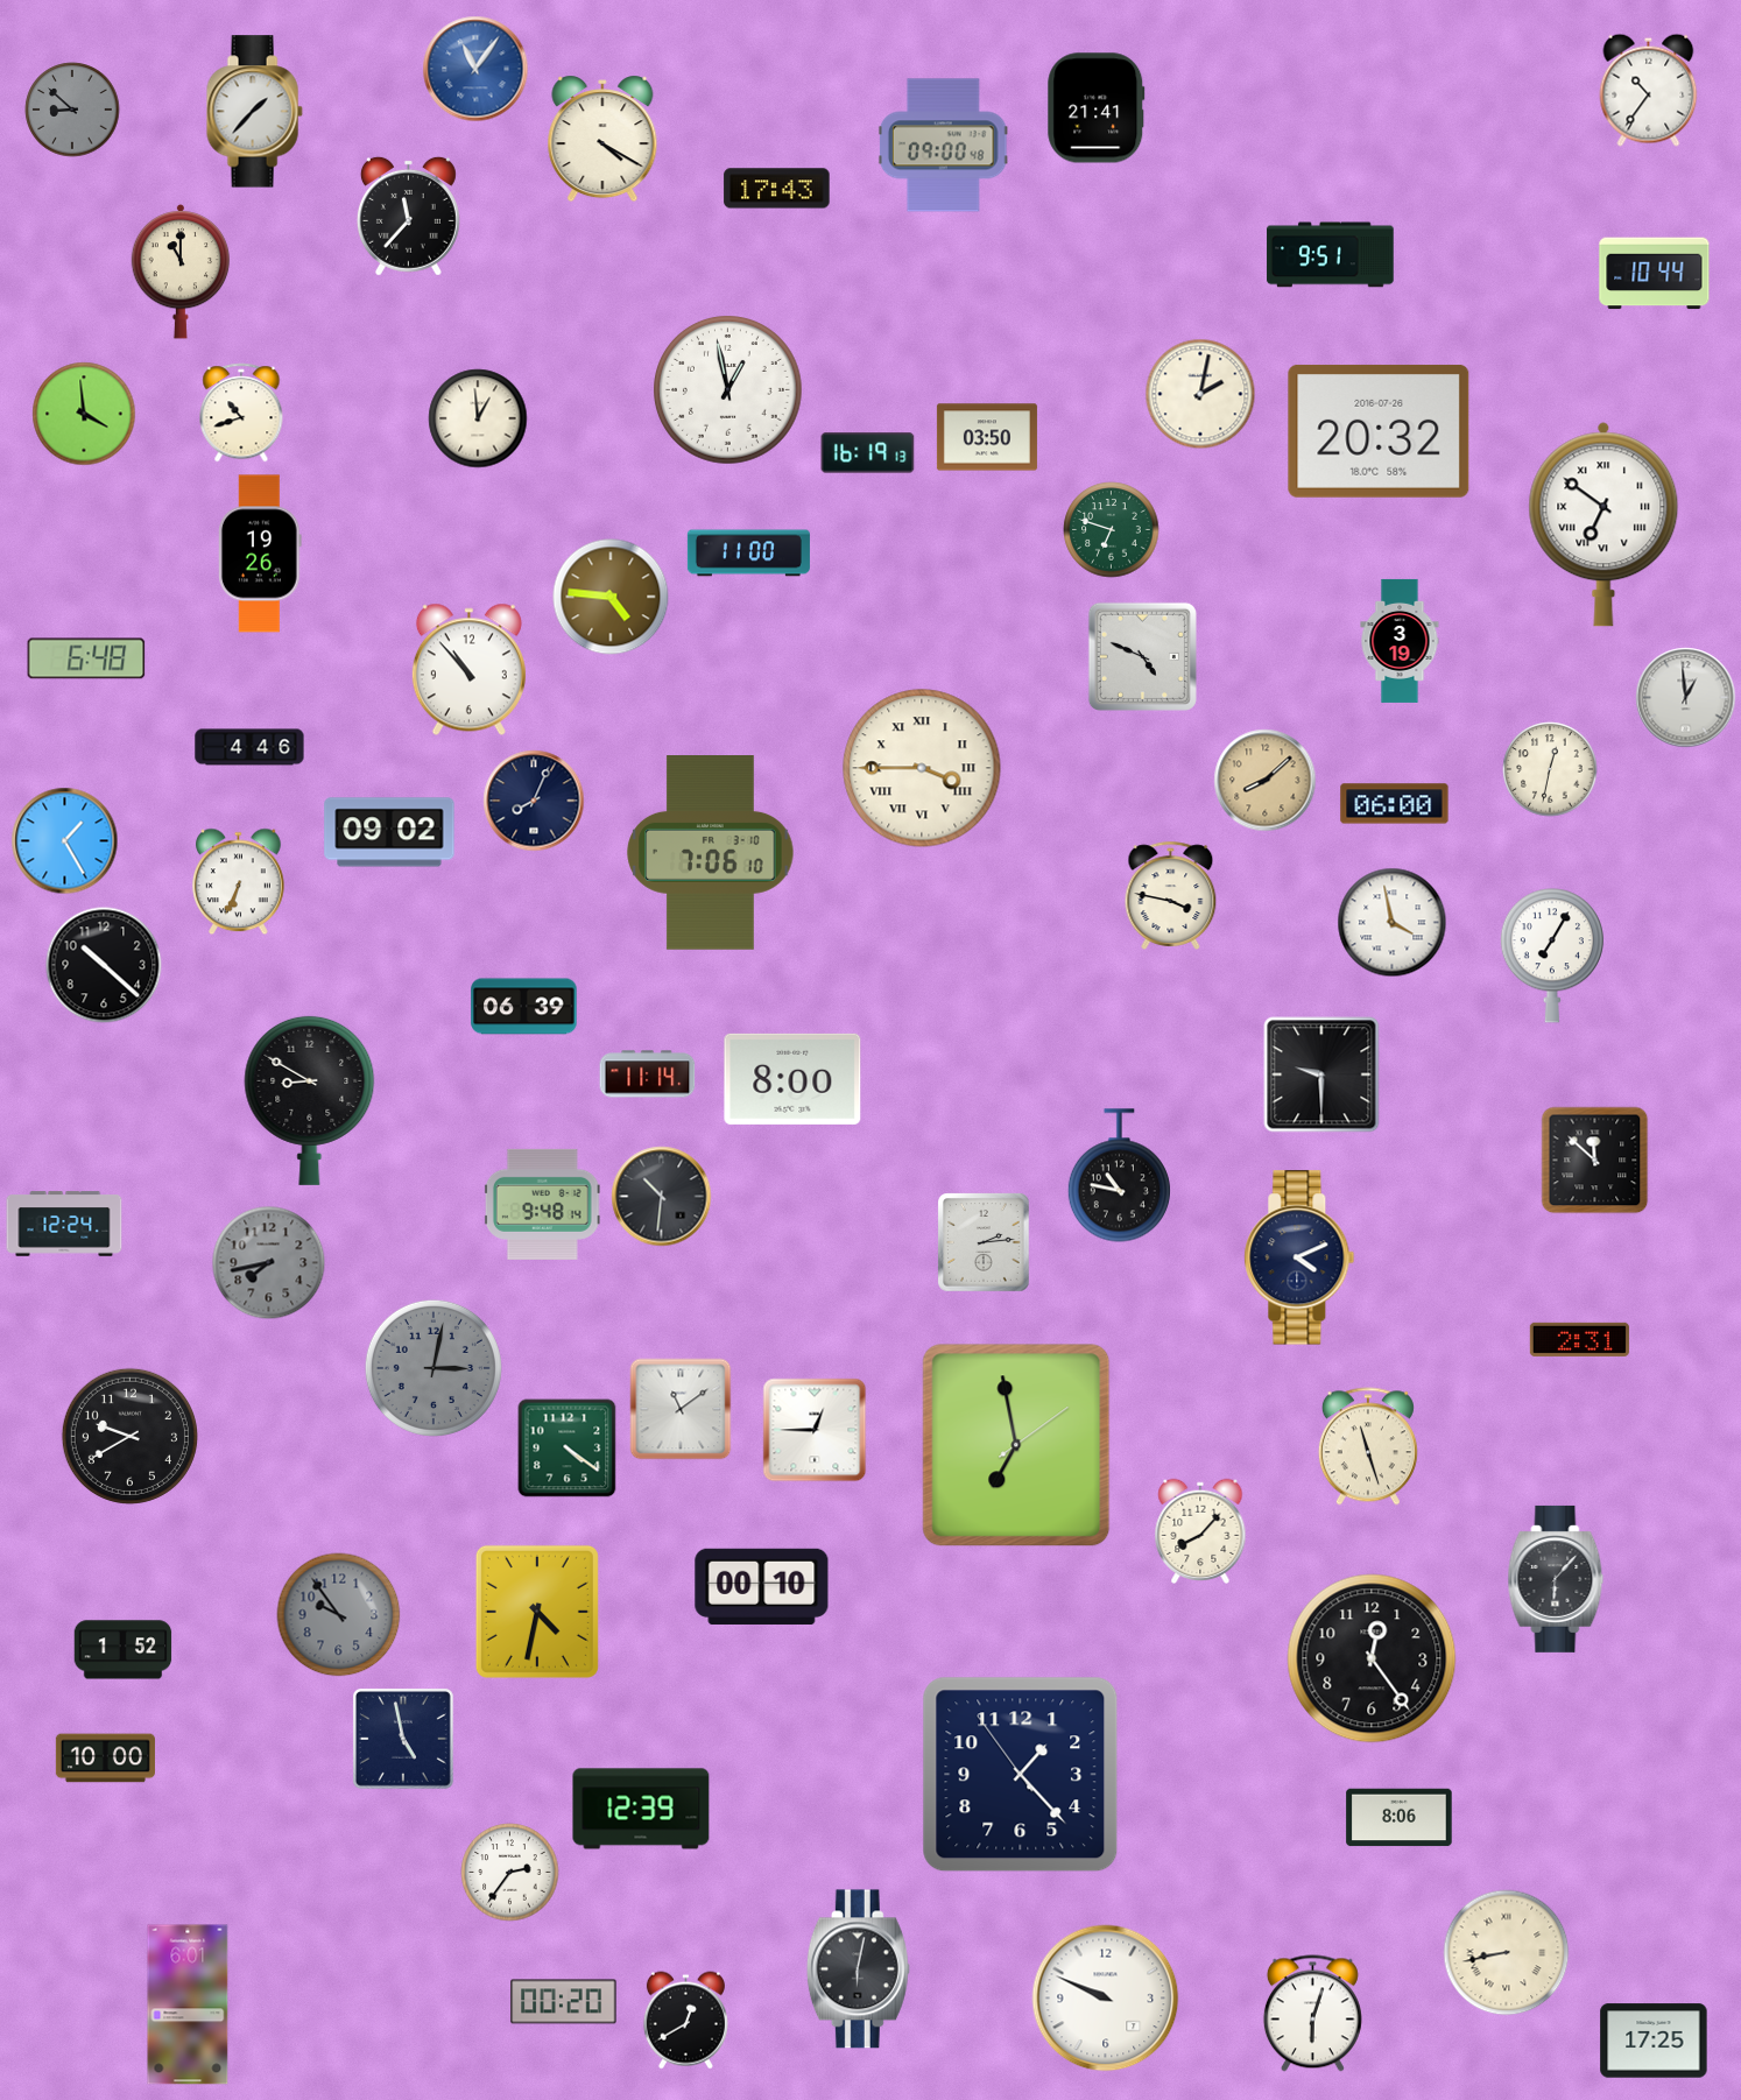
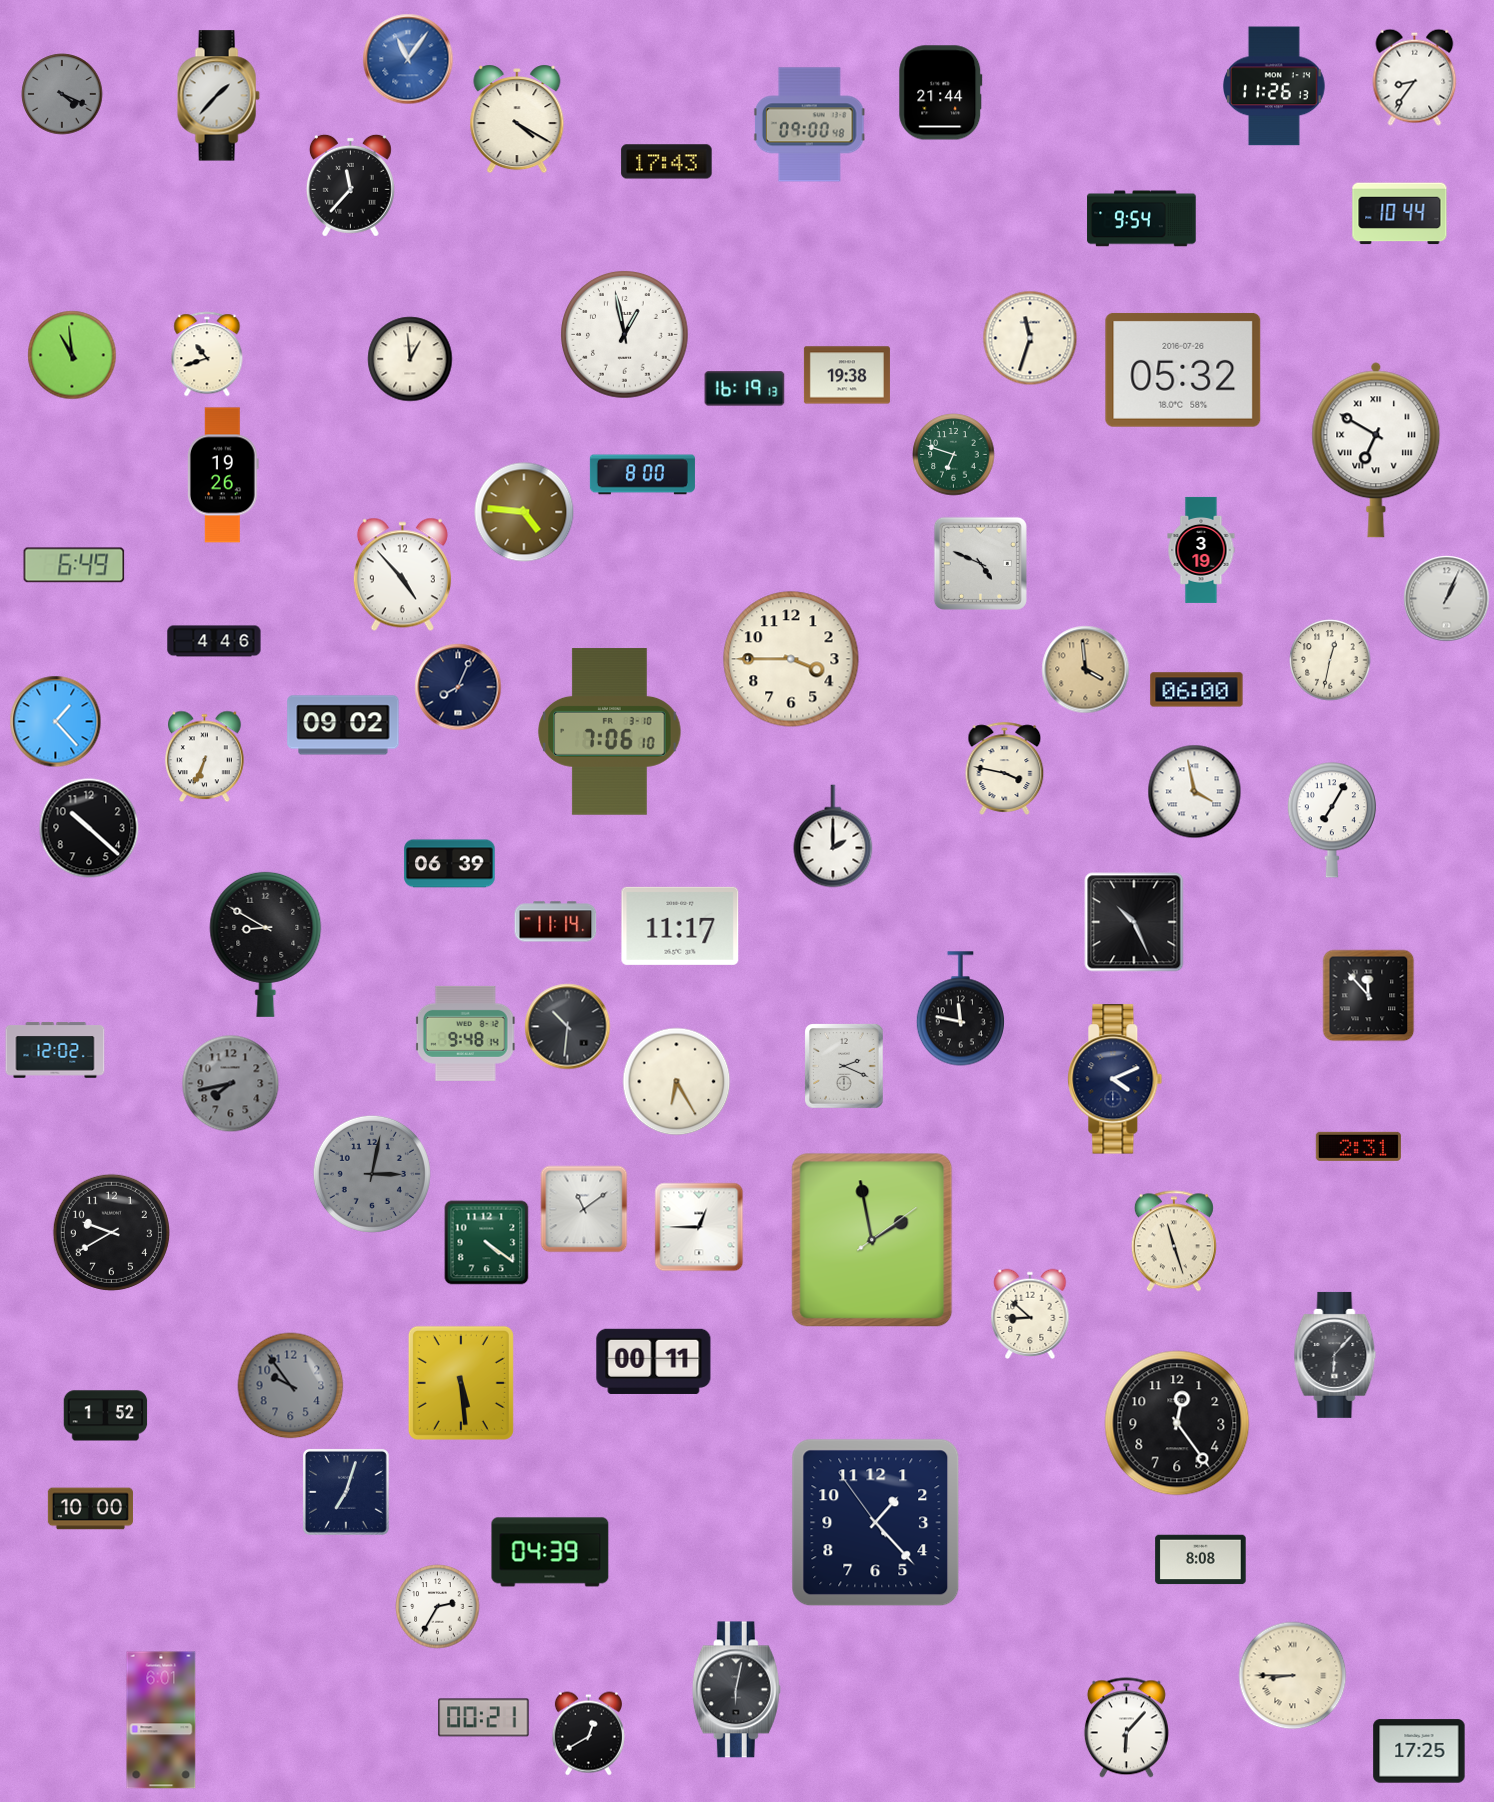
clock at (1649, 90): 10:36 -> 8:36
clock at (1274, 86): none -> 11:26
clock at (1097, 108): 21:41 -> 21:44
clock at (72, 110): 8:52 -> 4:19
clock at (1331, 255): 9:51 -> 9:54
clock at (181, 272): 11:00 -> none
clock at (1655, 274) position: (1655, 274) -> (1400, 214)
clock at (1200, 394): 2:02 -> 11:33
clock at (84, 414): 3:59 -> 10:59
clock at (1379, 431): 20:32 -> 05:32
clock at (987, 437): 03:50 -> 19:38
clock at (1603, 524): 6:51 -> 6:50
clock at (748, 554): 11:00 -> 8:00
clock at (86, 658): 6:48 -> 6:49
clock at (468, 670): 10:53 -> 4:53
clock at (1686, 698): 12:59 -> 1:04
clock at (922, 768) numerals: Roman -> Arabic
clock at (1266, 781): 8:08 -> 3:59
clock at (389, 832) position: (389, 832) -> (343, 725)
clock at (65, 841): 1:25 -> 1:23
clock at (833, 836): none -> 2:00
clock at (1321, 1074): 9:30 -> 10:26
clock at (792, 1079): 8:00 -> 11:17
clock at (1595, 1161): 11:52 -> 11:53
clock at (1119, 1176): 10:47 -> 11:47
clock at (64, 1224): 12:24 -> 12:02
clock at (985, 1242): 2:14 -> 2:19
clock at (677, 1082): none -> 6:25
clock at (1579, 1339) position: (1579, 1339) -> (1358, 1146)
clock at (1016, 1445): 6:58 -> 1:58
clock at (1200, 1530): 8:07 -> 8:52
clock at (762, 1586): 00:10 -> 00:11
clock at (537, 1612): 4:32 -> 5:29
clock at (403, 1739): 4:58 -> 7:03
clock at (641, 1809): 12:39 -> 04:39
clock at (1400, 1818): 8:06 -> 8:08
clock at (510, 1873): 2:36 -> 2:35
clock at (1507, 1953): 8:43 -> 8:45
clock at (1106, 1999): 9:49 -> none
clock at (564, 2002): 00:20 -> 00:21
clock at (1312, 2014): 6:03 -> 6:07
